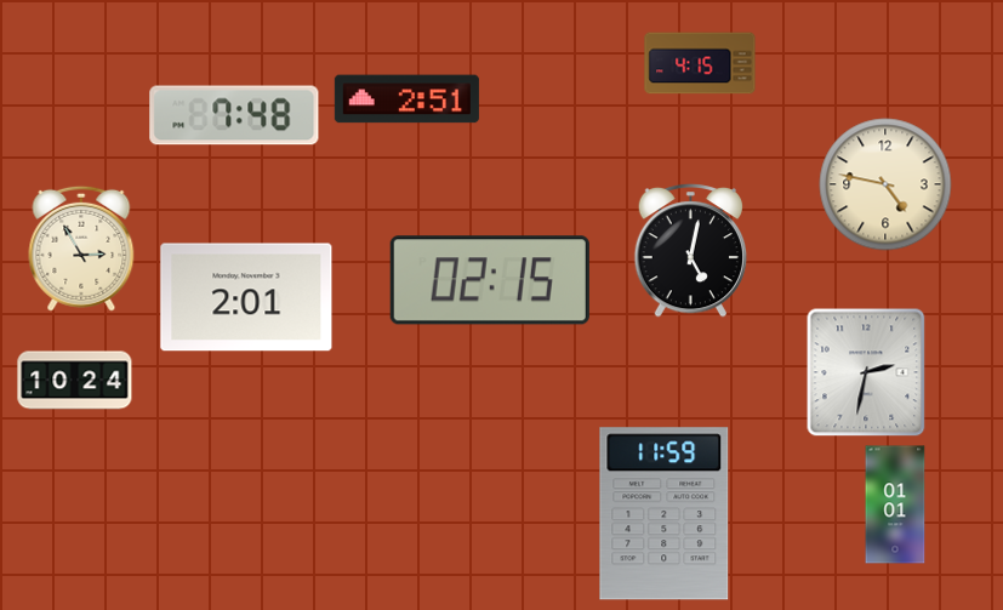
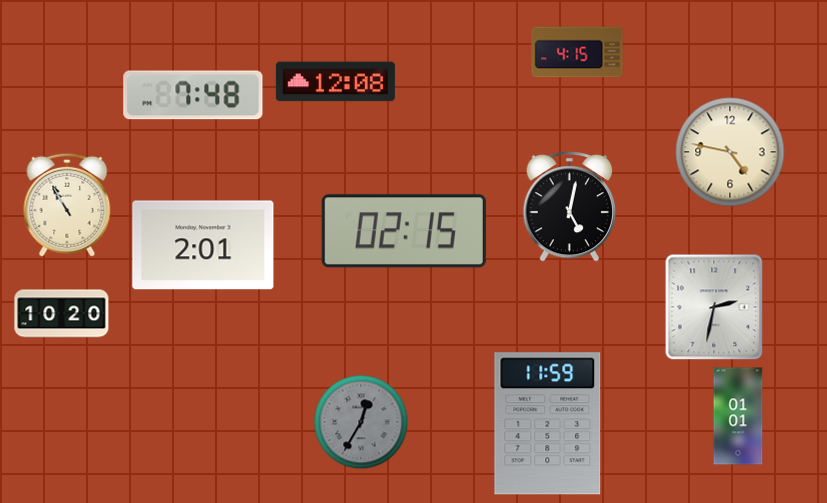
clock at (406, 99): 2:51 -> 12:08
clock at (81, 249): 2:55 -> 10:55
clock at (75, 381): 10:24 -> 10:20
clock at (361, 422): none -> 12:35
